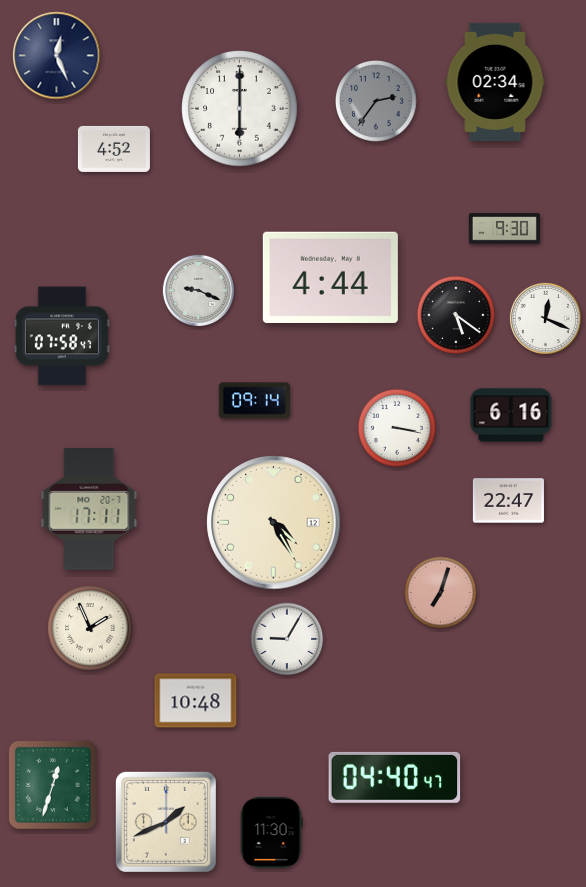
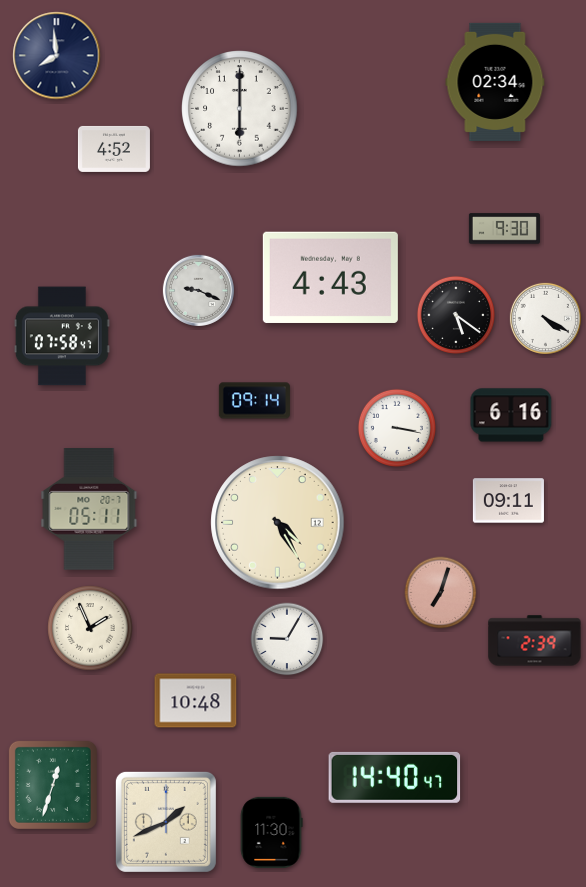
clock at (57, 56): 12:26 -> 7:59
clock at (377, 102): 2:36 -> none
clock at (330, 277): 4:44 -> 4:43
clock at (545, 318): 12:19 -> 4:20
clock at (508, 501): 22:47 -> 09:11
clock at (89, 510): 17:11 -> 05:11
clock at (274, 523) position: (274, 523) -> (278, 523)
clock at (535, 641): none -> 2:39
clock at (395, 777): 04:40 -> 14:40
